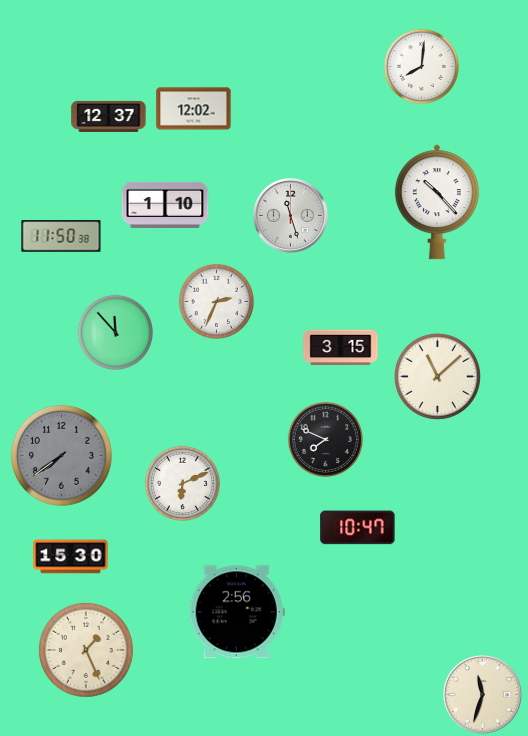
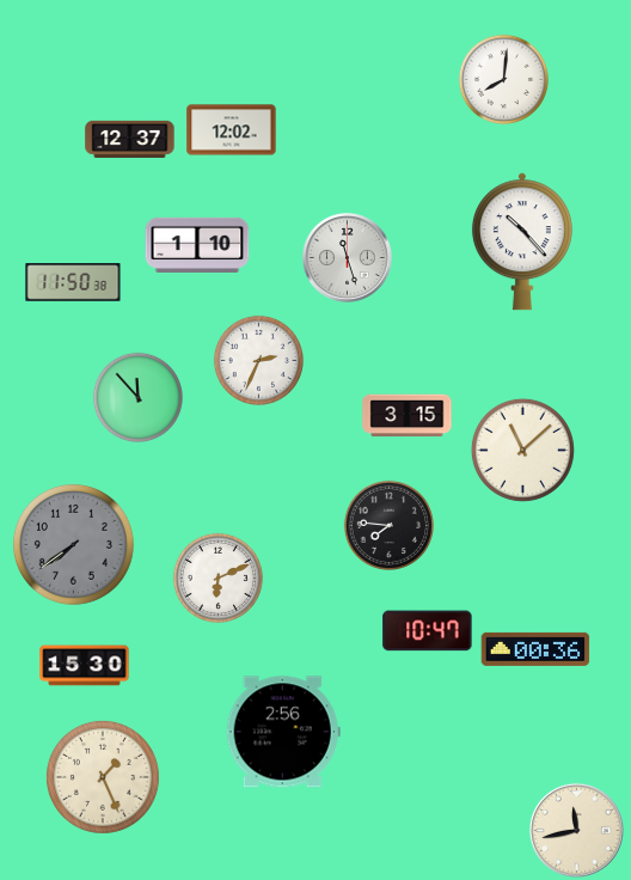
clock at (325, 439): 7:49 -> 7:46
clock at (535, 649): none -> 00:36
clock at (483, 695): 11:33 -> 11:43
